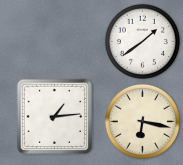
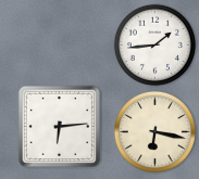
clock at (142, 41): 1:39 -> 1:44
clock at (54, 116): 1:14 -> 6:14
